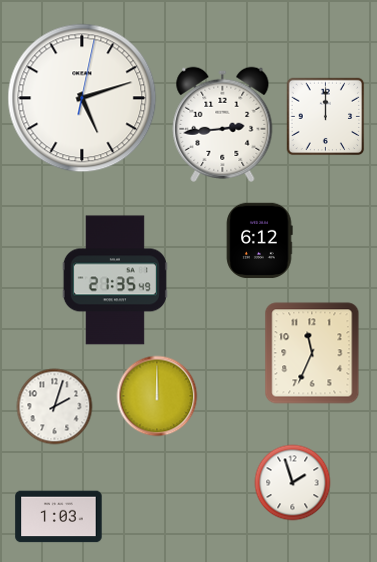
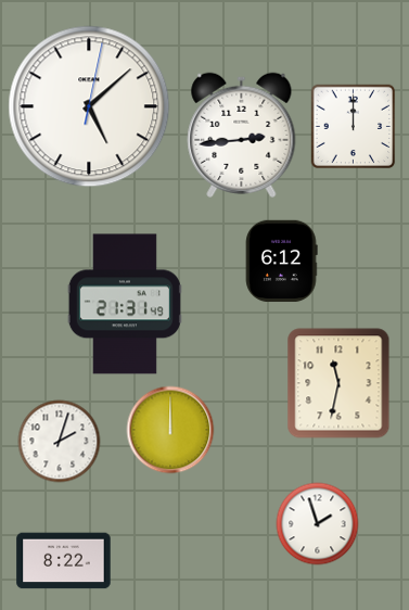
clock at (82, 98): 5:12 -> 5:08
clock at (115, 280): 21:35 -> 21:31
clock at (312, 353): 11:34 -> 11:32
clock at (59, 517): 1:03 -> 8:22
